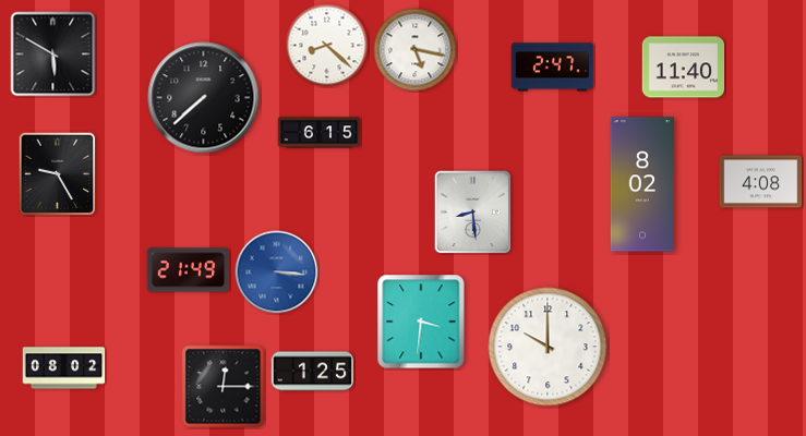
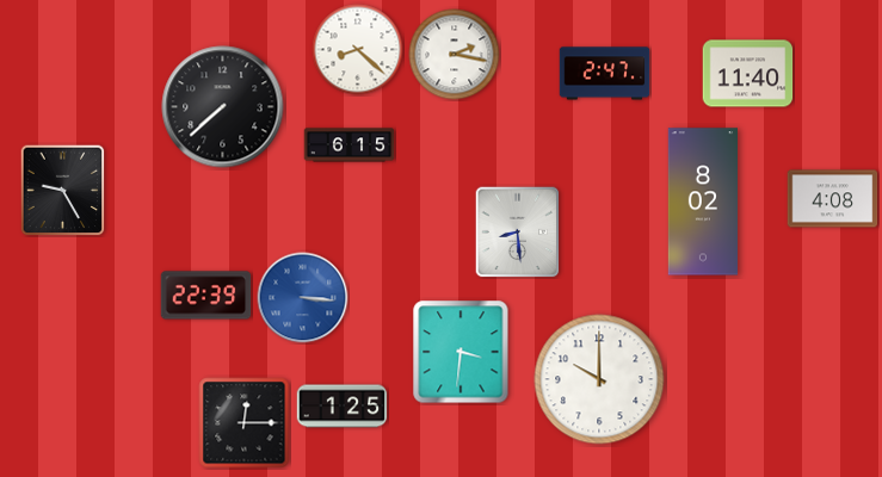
clock at (416, 50): 5:17 -> 2:17
clock at (53, 55): 5:50 -> none
clock at (189, 270): 21:49 -> 22:39
clock at (64, 368): 08:02 -> none
